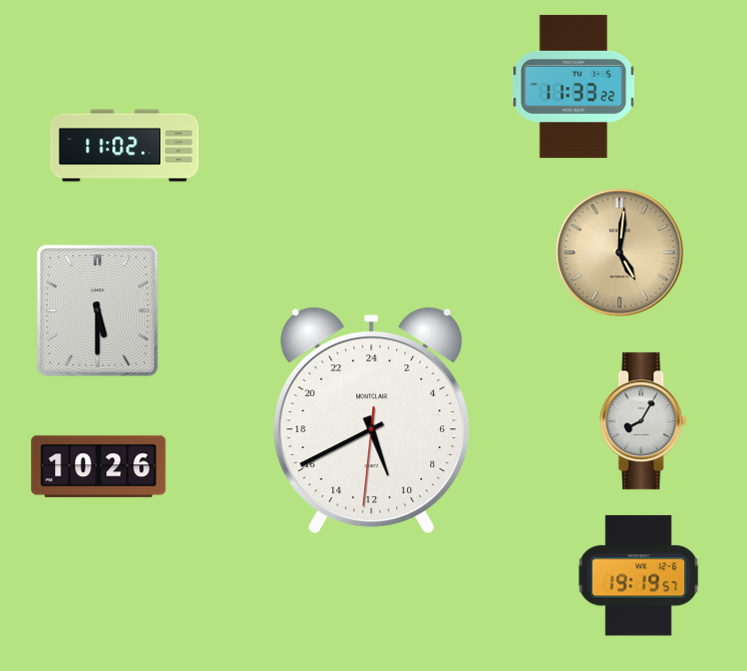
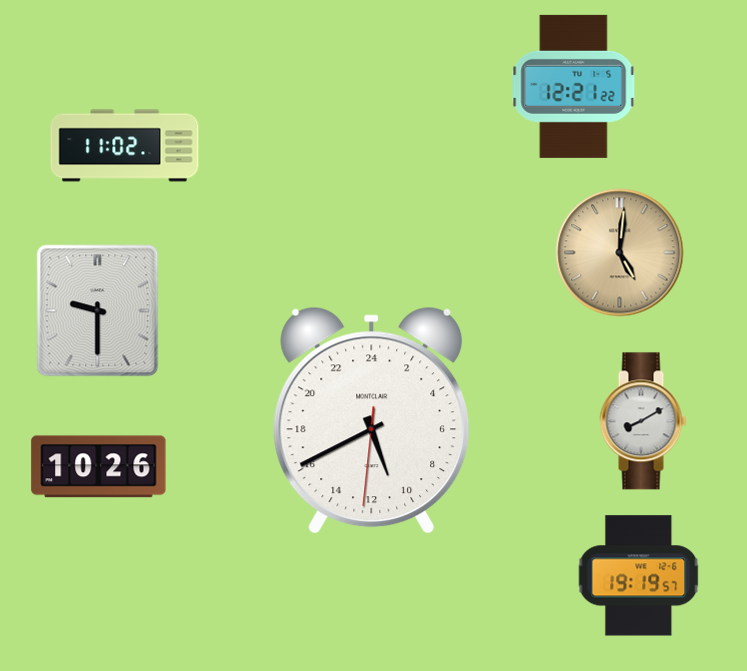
clock at (574, 86): 11:33 -> 12:21
clock at (98, 311): 5:30 -> 9:30
clock at (643, 421): 8:05 -> 8:10
